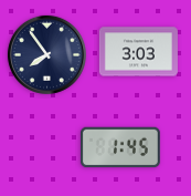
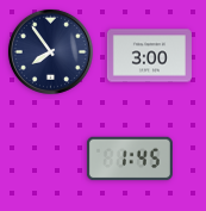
clock at (138, 52): 3:03 -> 3:00
clock at (46, 54) position: (46, 54) -> (50, 51)
